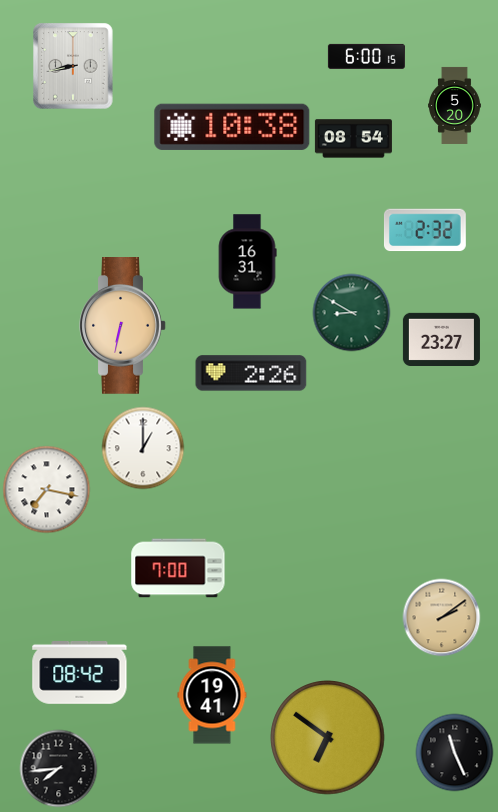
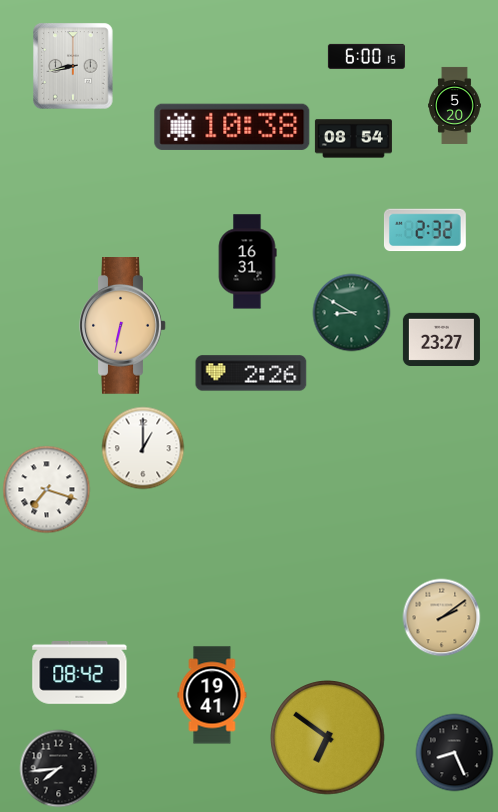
clock at (46, 489): 7:17 -> 7:18
clock at (178, 568): 7:00 -> none
clock at (454, 752): 11:26 -> 8:26
